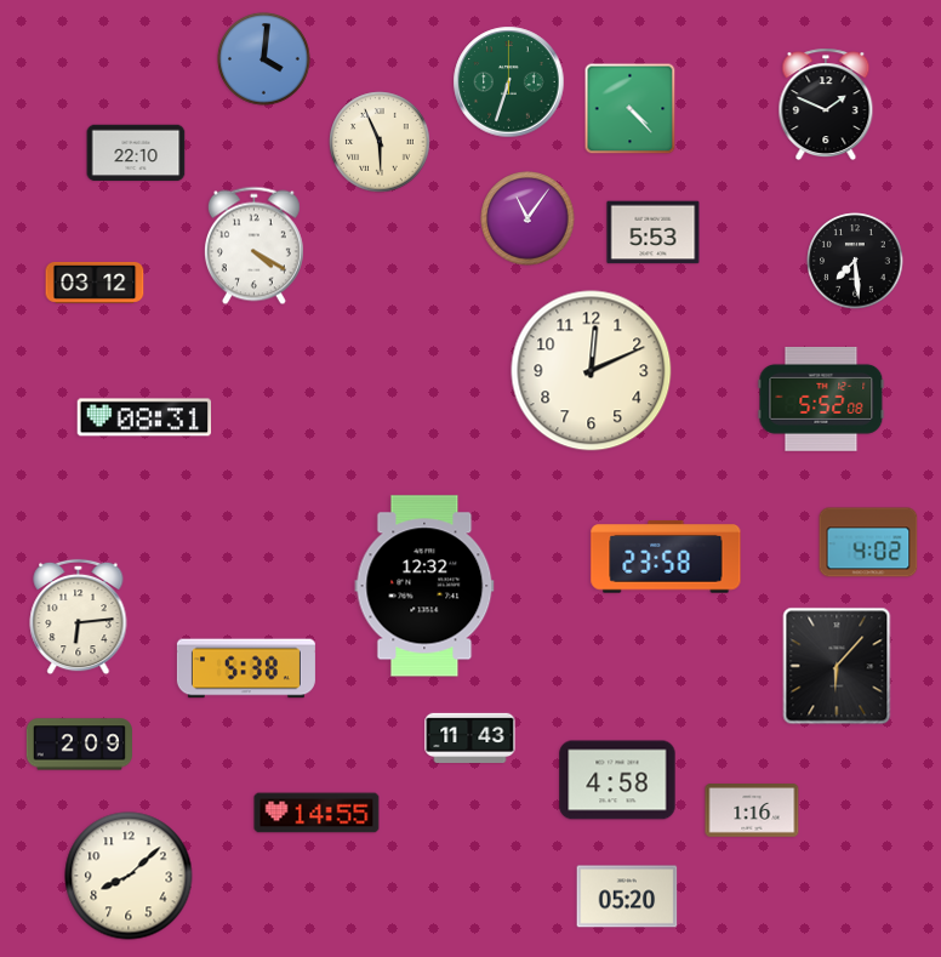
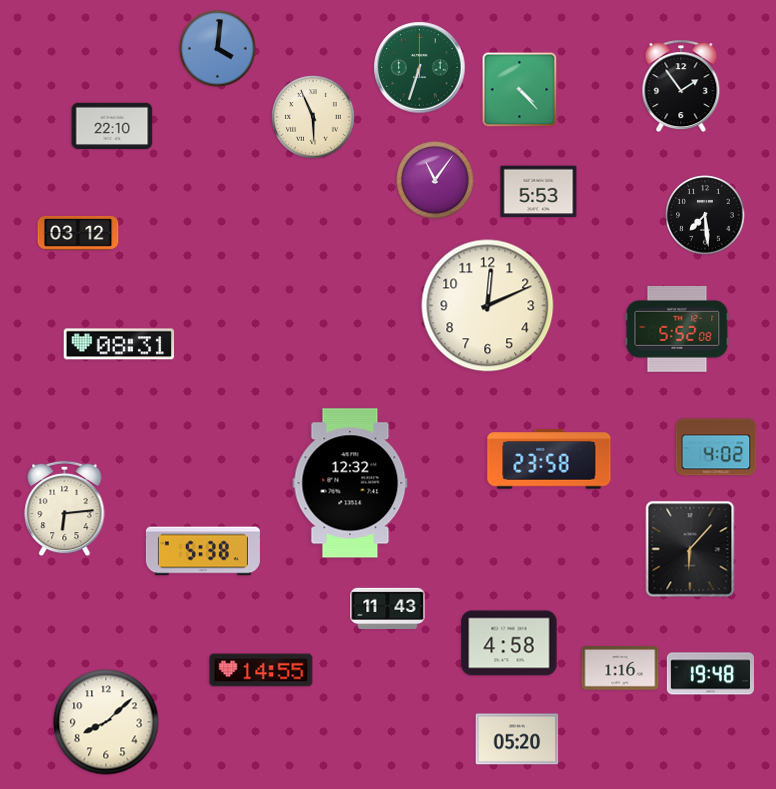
clock at (826, 104): 1:49 -> 1:54
clock at (253, 246): 4:20 -> none
clock at (79, 745): 2:09 -> none
clock at (710, 674): none -> 19:48
